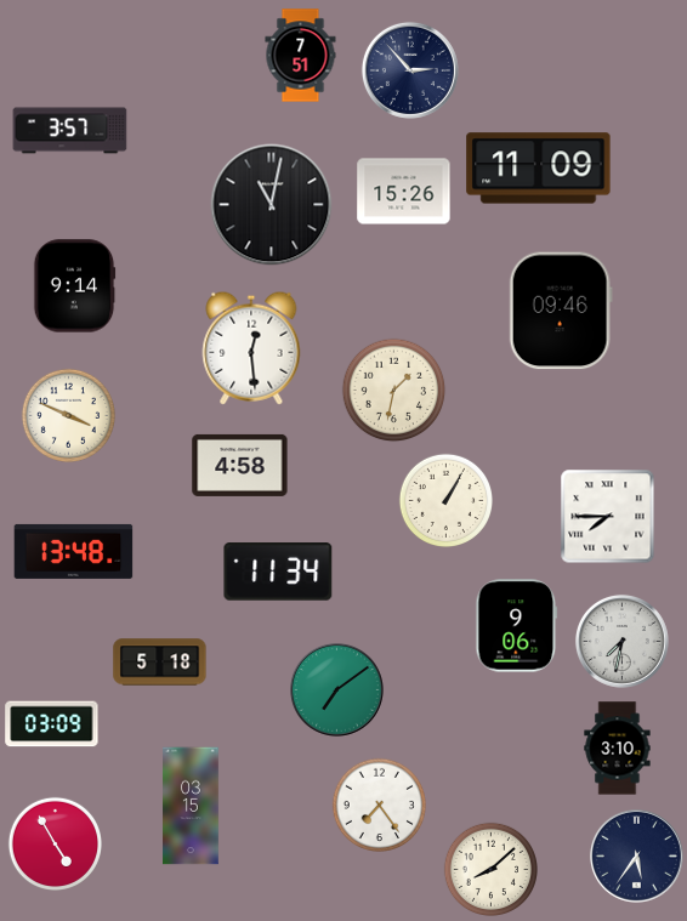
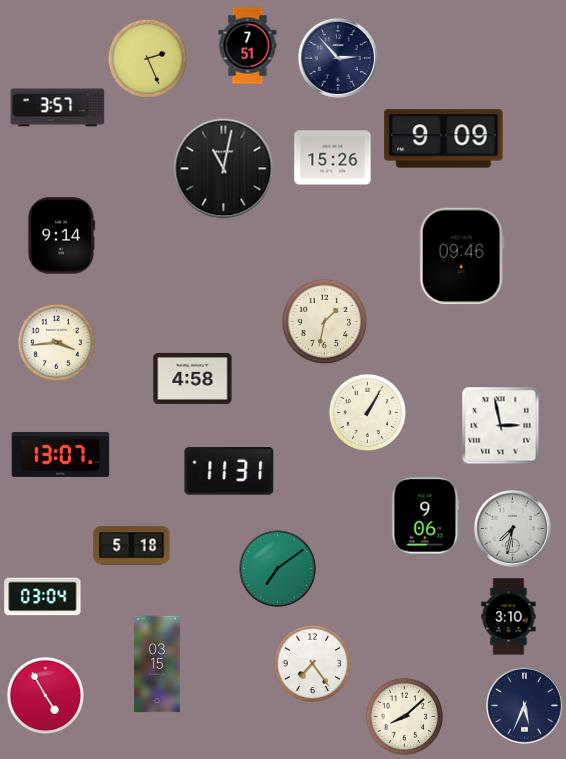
clock at (147, 58): none -> 2:26
clock at (539, 169): 11:09 -> 9:09
clock at (251, 348): 12:29 -> none
clock at (68, 415): 3:49 -> 3:44
clock at (240, 465) position: (240, 465) -> (193, 378)
clock at (607, 516): 7:45 -> 2:58
clock at (74, 551): 13:48 -> 13:07
clock at (278, 572): 11:34 -> 11:31
clock at (52, 724): 03:09 -> 03:04
clock at (636, 855): 5:36 -> 5:34
